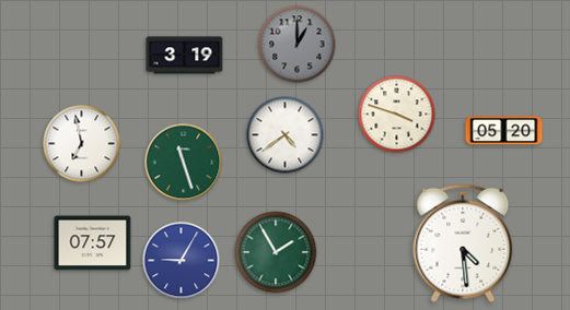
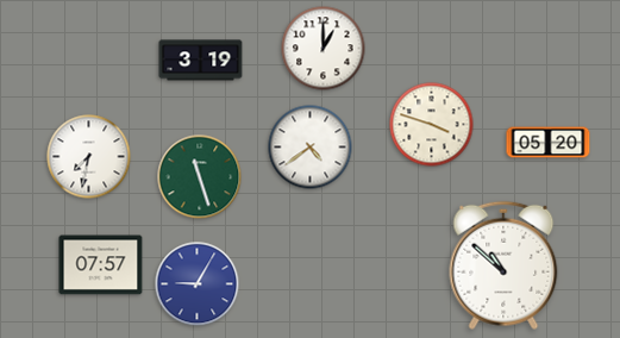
clock at (298, 45) dial: grey -> white
clock at (82, 144): 6:58 -> 7:32
clock at (463, 243): 4:29 -> 10:52
clock at (276, 252): 1:55 -> none
